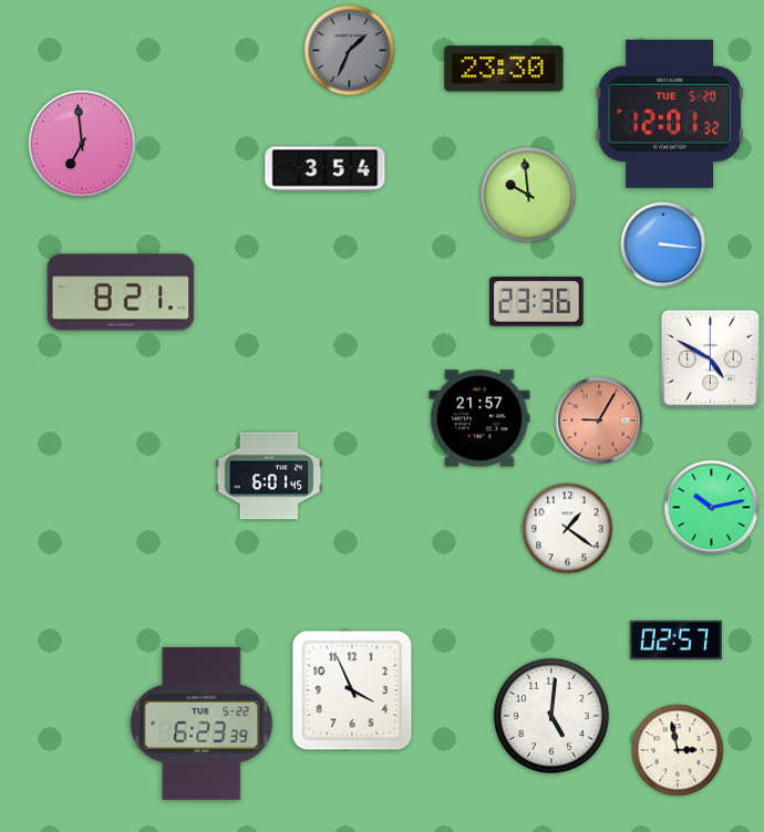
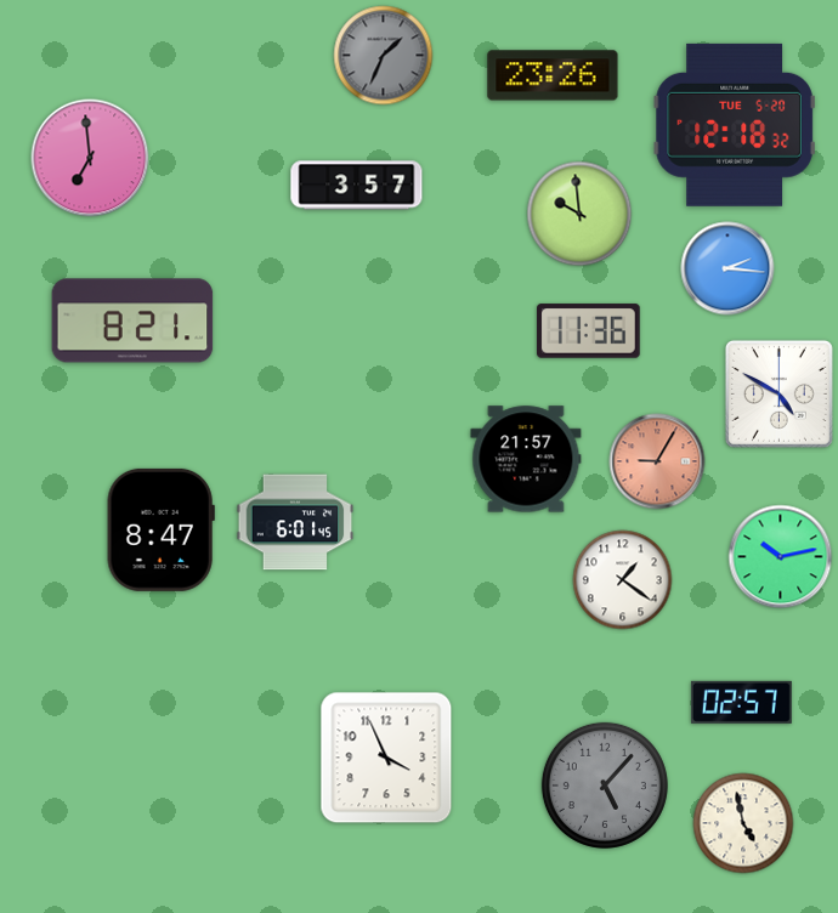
clock at (504, 69): 23:30 -> 23:26
clock at (670, 114): 12:01 -> 12:18
clock at (326, 169): 3:54 -> 3:57
clock at (663, 245): 3:16 -> 2:16
clock at (537, 302): 23:36 -> 11:36
clock at (160, 529): none -> 8:47
clock at (551, 716): 5:01 -> 5:07
clock at (551, 716) dial: white -> grey
clock at (202, 724): 6:23 -> none
clock at (678, 750): 2:58 -> 4:58
